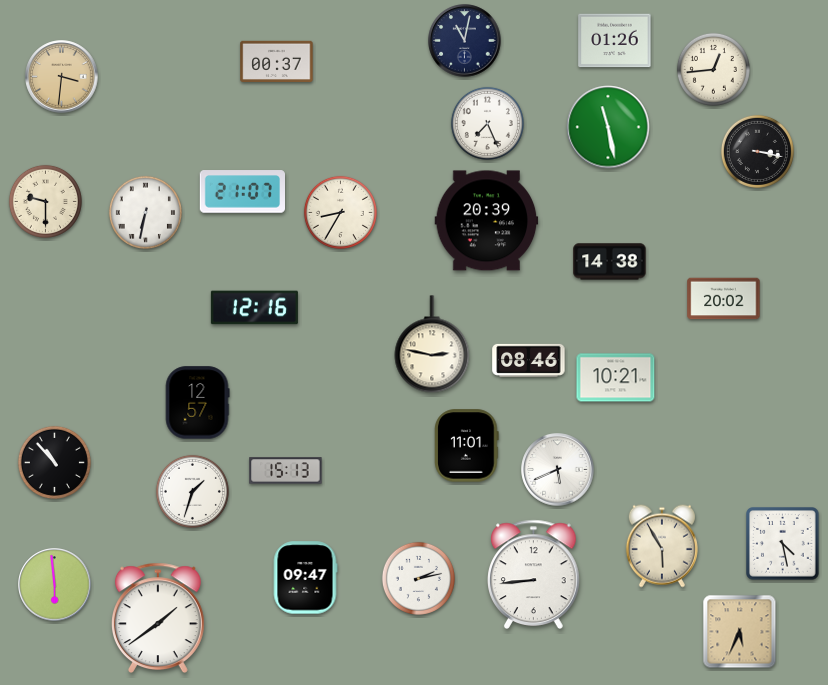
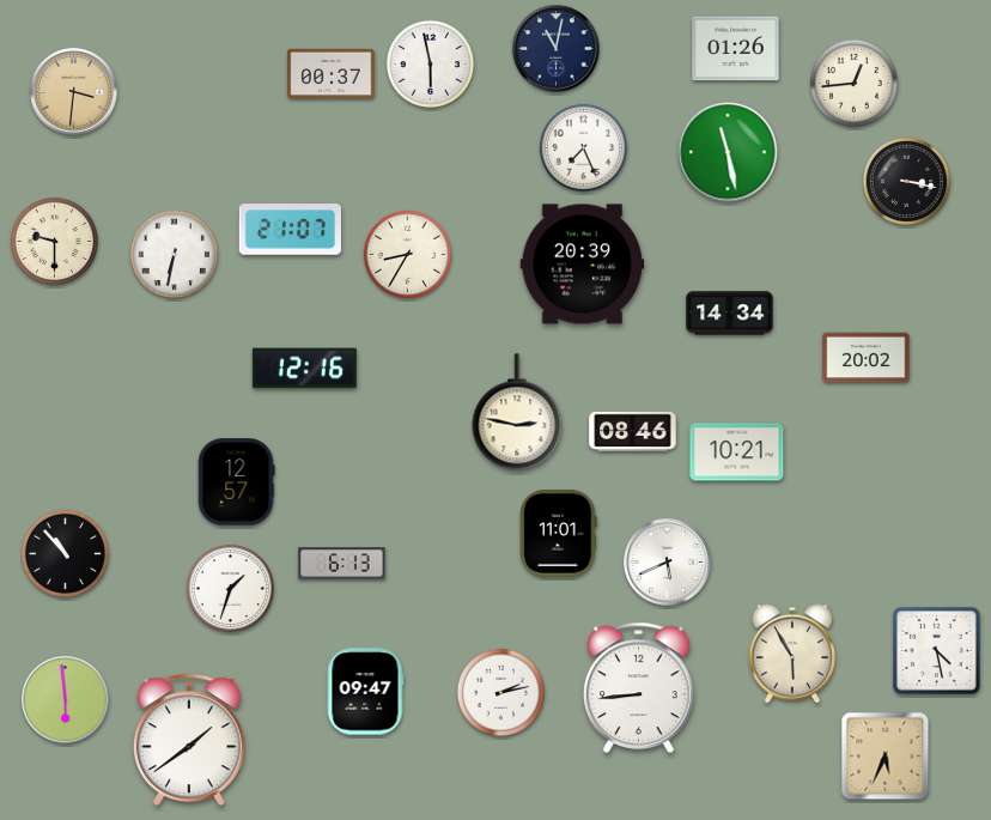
clock at (430, 63): none -> 5:58
clock at (610, 262): 14:38 -> 14:34
clock at (286, 471): 15:13 -> 6:13
